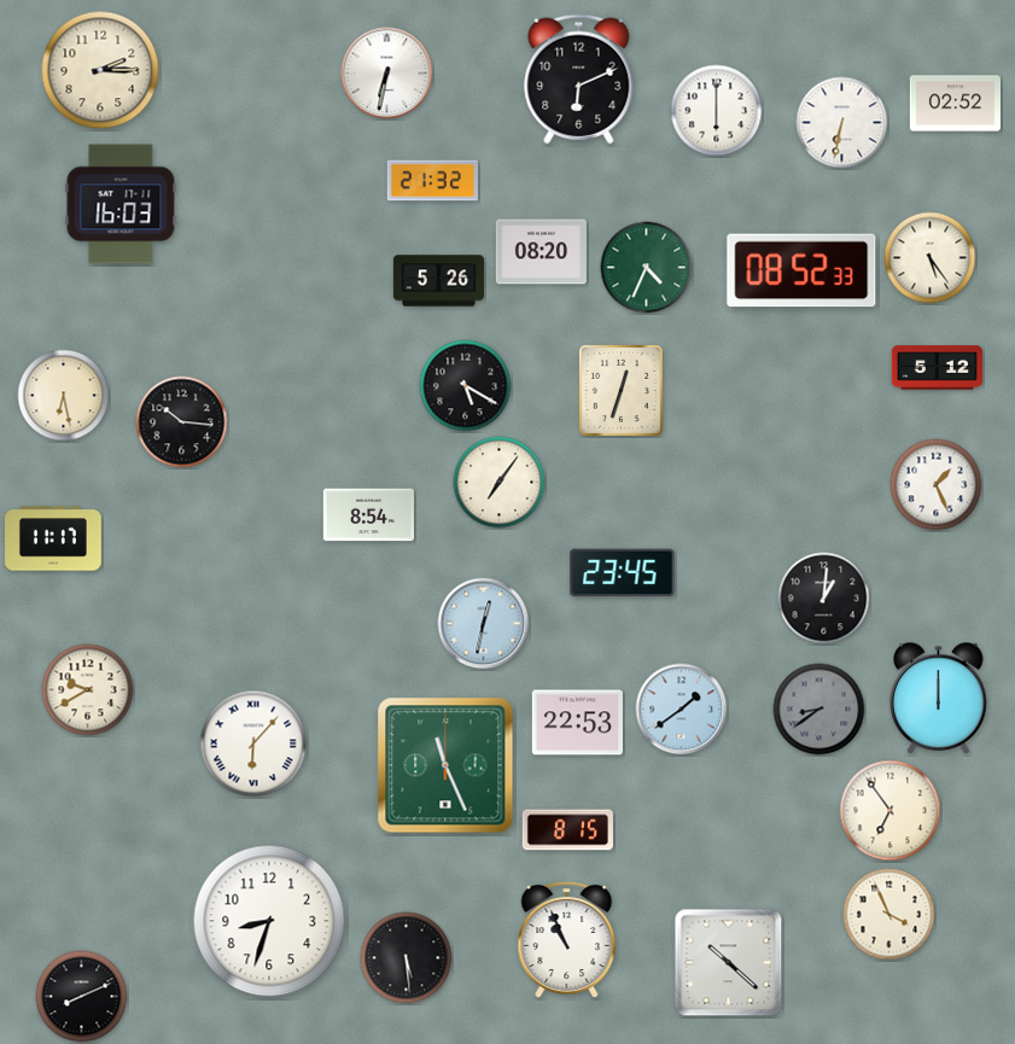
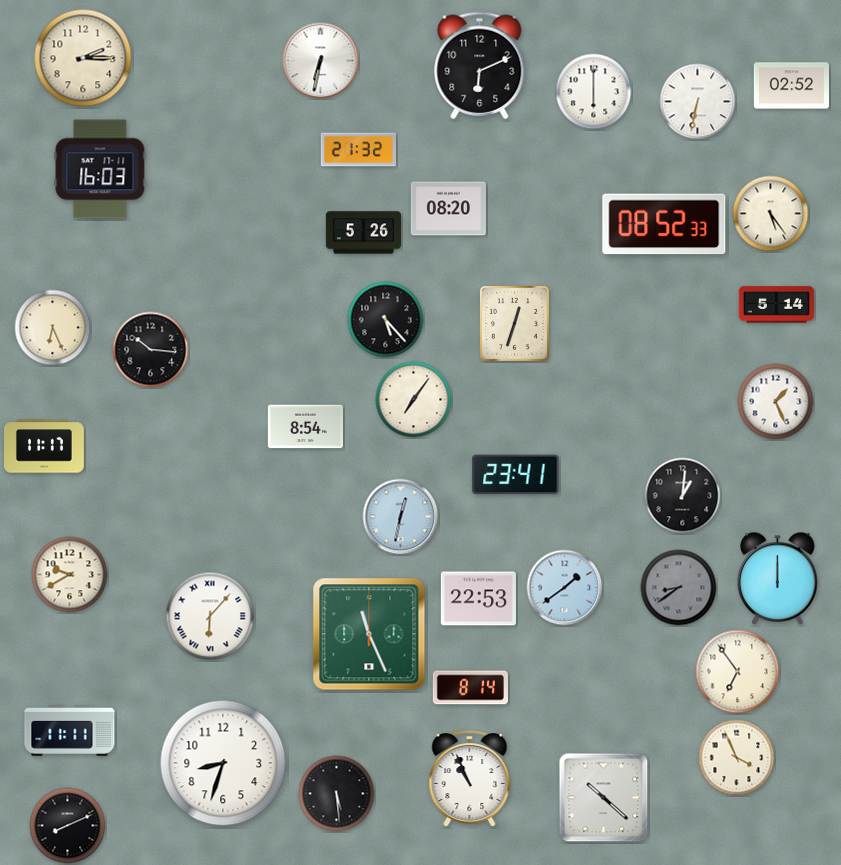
clock at (647, 268): 4:34 -> none
clock at (937, 368): 5:12 -> 5:14
clock at (466, 386): 5:20 -> 5:23
clock at (64, 396): 6:28 -> 6:26
clock at (623, 573): 23:45 -> 23:41
clock at (88, 690) position: (88, 690) -> (70, 575)
clock at (567, 830): 8:15 -> 8:14
clock at (70, 731): none -> 11:11
